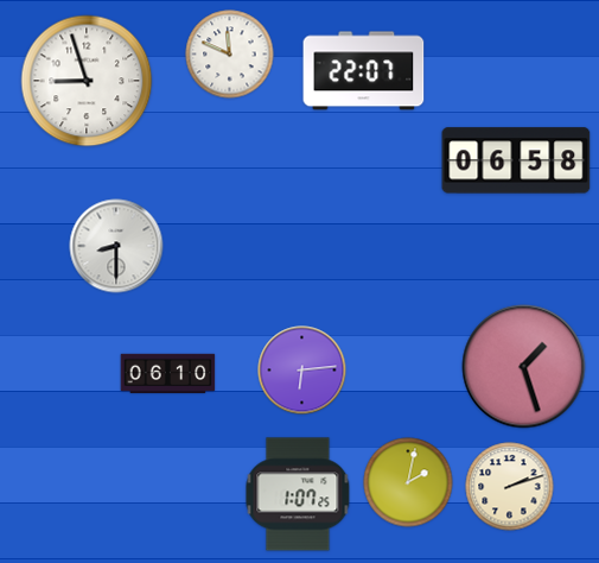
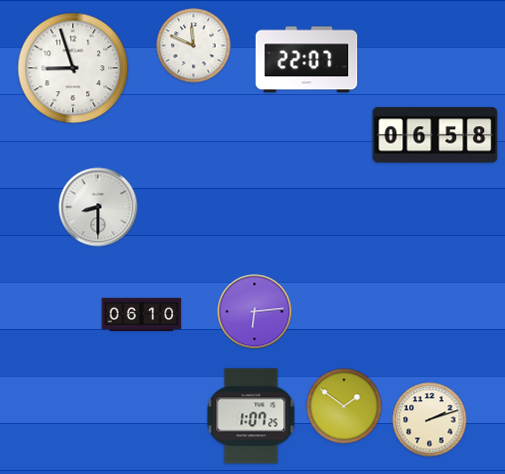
clock at (524, 367): 1:27 -> none
clock at (408, 482): 2:02 -> 1:51
clock at (510, 487) position: (510, 487) -> (430, 420)
